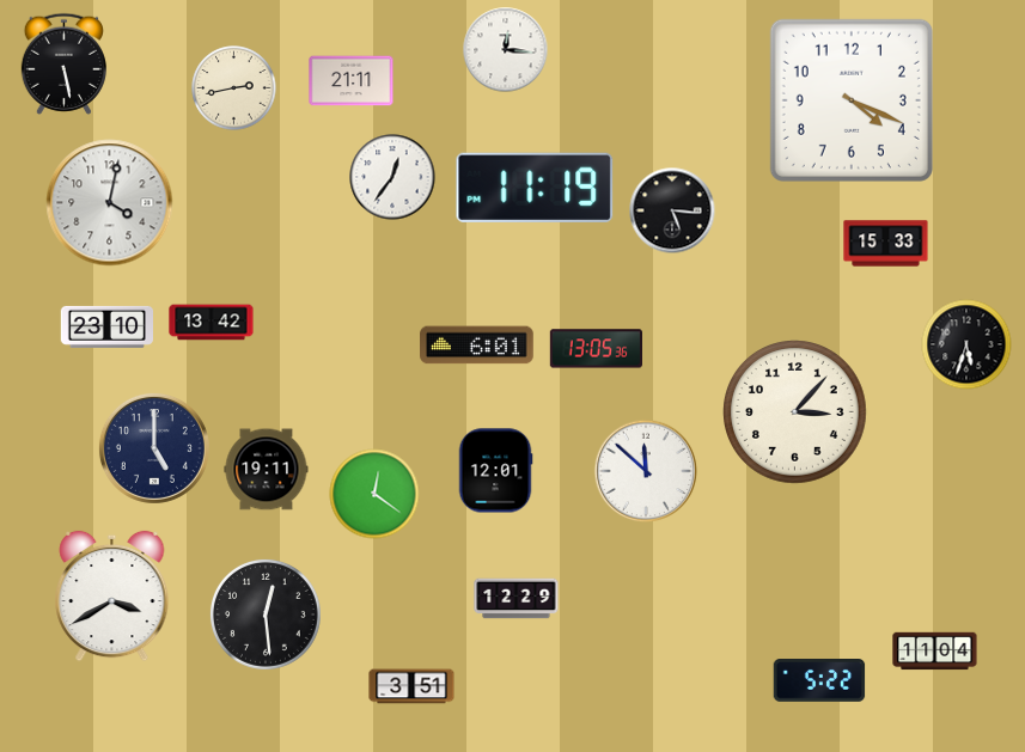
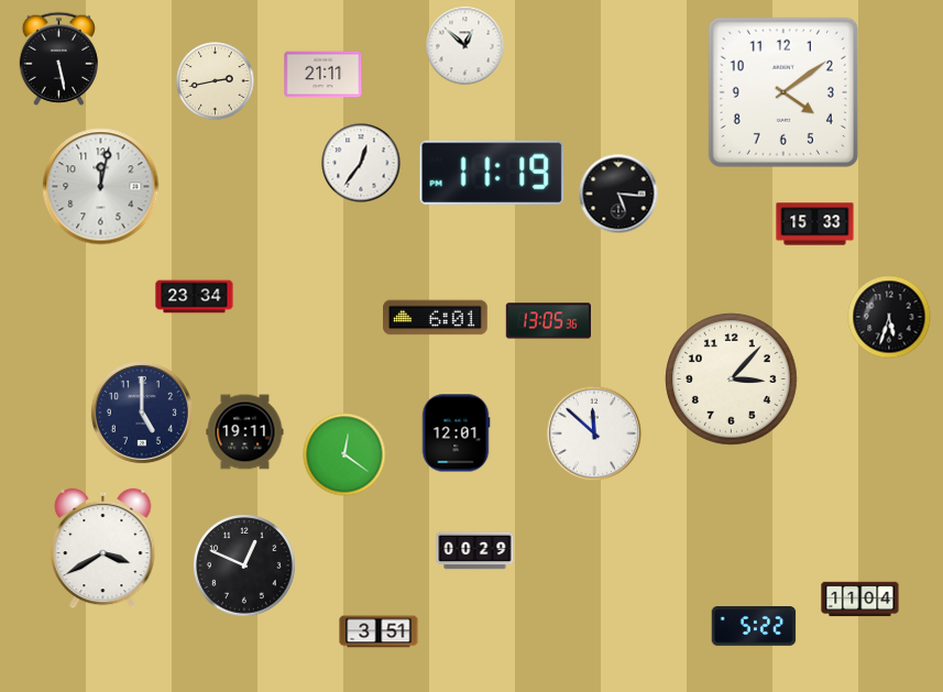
clock at (506, 50): 12:16 -> 12:52
clock at (852, 100): 4:19 -> 4:09
clock at (110, 203): 4:02 -> 12:02
clock at (212, 323): 13:42 -> 23:34
clock at (106, 326): 23:10 -> none
clock at (477, 346) position: (477, 346) -> (436, 318)
clock at (517, 599): 12:29 -> 00:29
clock at (266, 615): 12:29 -> 12:49
